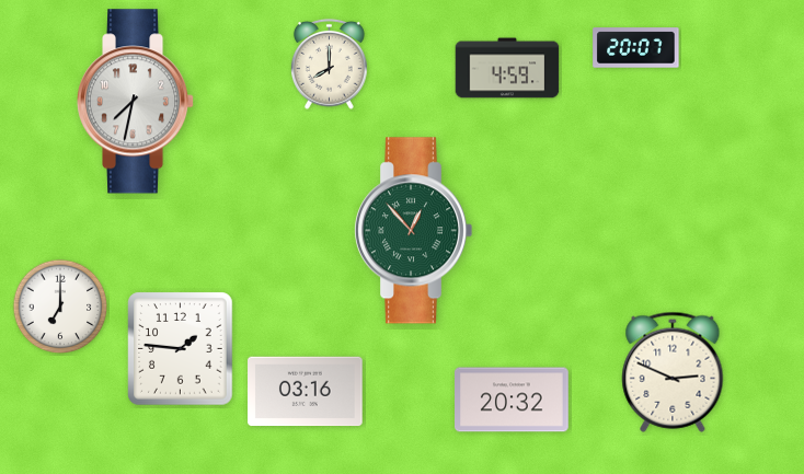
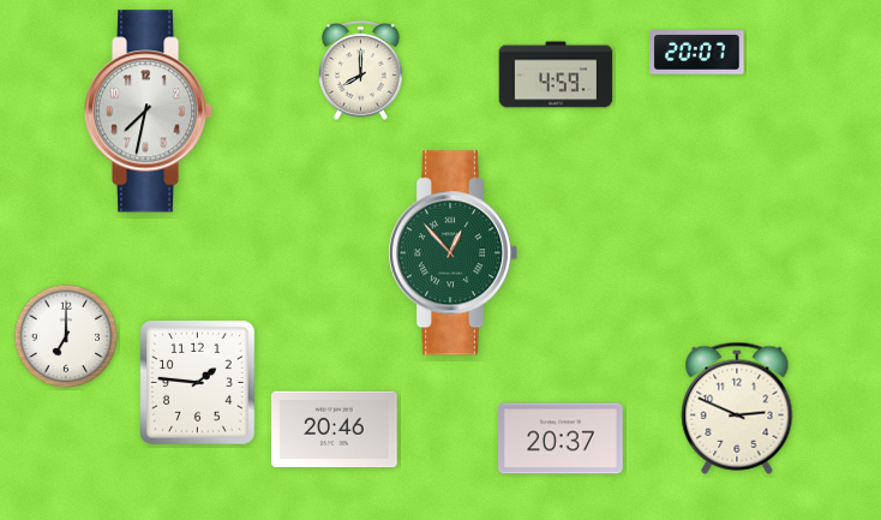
clock at (306, 392): 03:16 -> 20:46
clock at (513, 400): 20:32 -> 20:37
